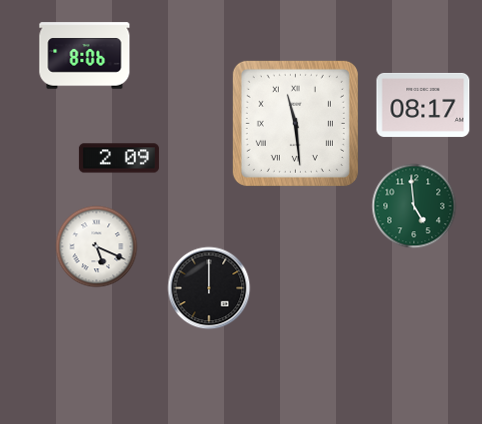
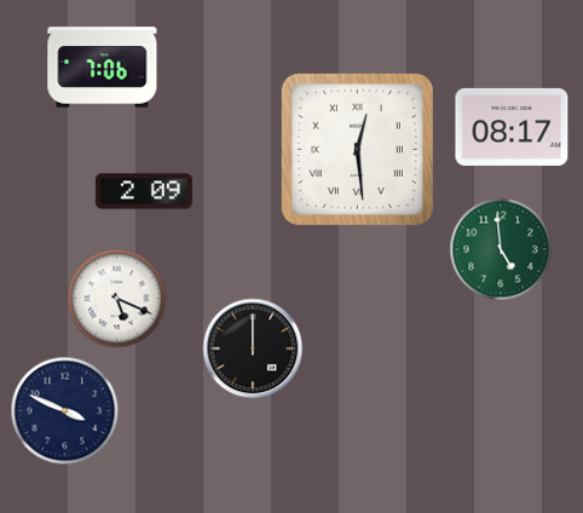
clock at (85, 56): 8:06 -> 7:06
clock at (295, 123): 11:29 -> 12:29
clock at (65, 411): none -> 3:49
